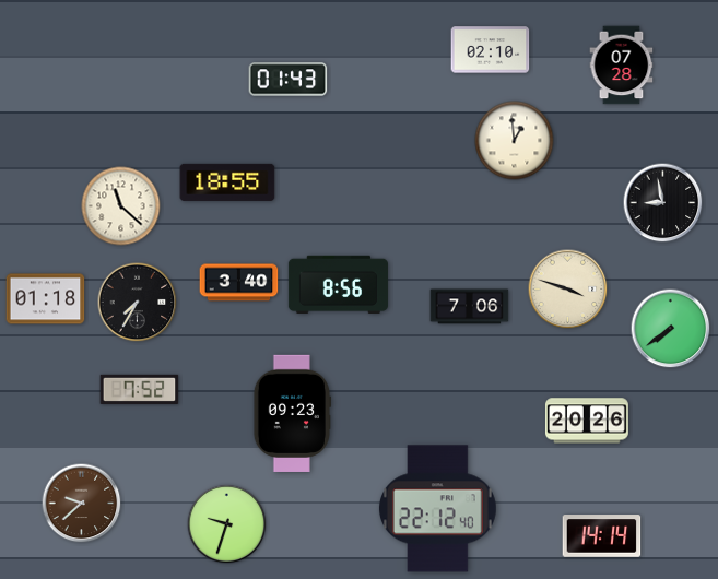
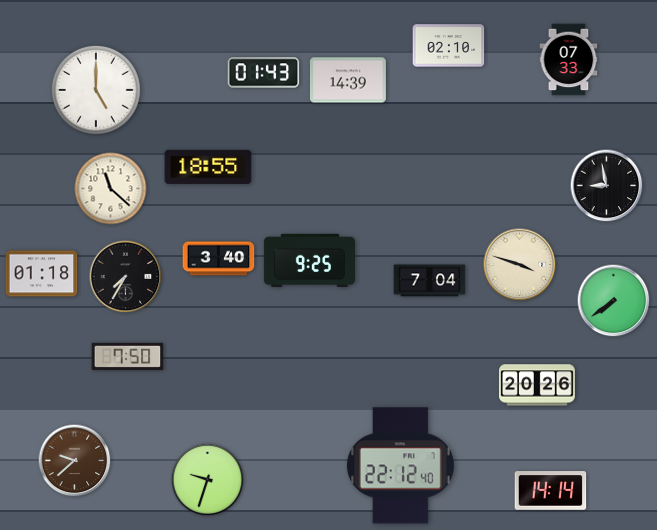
clock at (622, 66): 07:28 -> 07:33
clock at (348, 80): none -> 14:39
clock at (96, 90): none -> 5:00
clock at (515, 141): 12:59 -> none
clock at (338, 284): 8:56 -> 9:25
clock at (470, 307): 7:06 -> 7:04
clock at (140, 389): 7:52 -> 7:50
clock at (291, 413): 09:23 -> none
